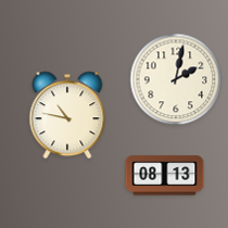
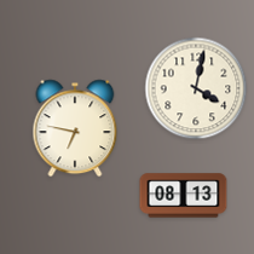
clock at (176, 79): 2:02 -> 4:02
clock at (67, 115): 10:47 -> 6:47
